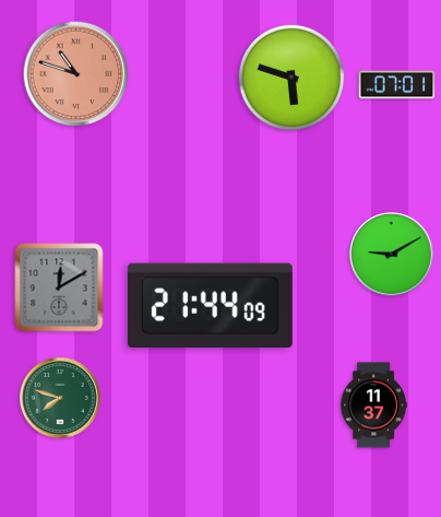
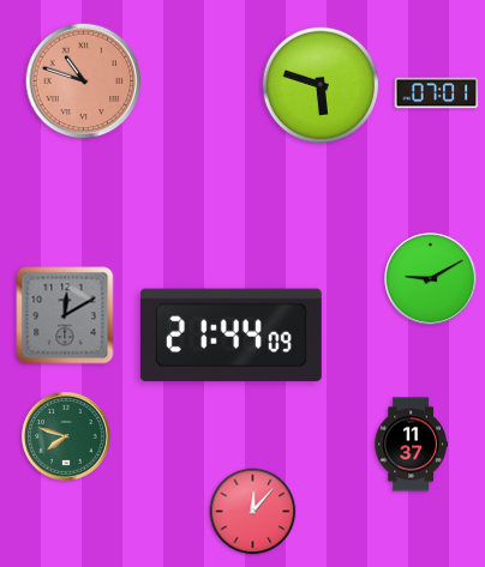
clock at (253, 512): none -> 12:07
